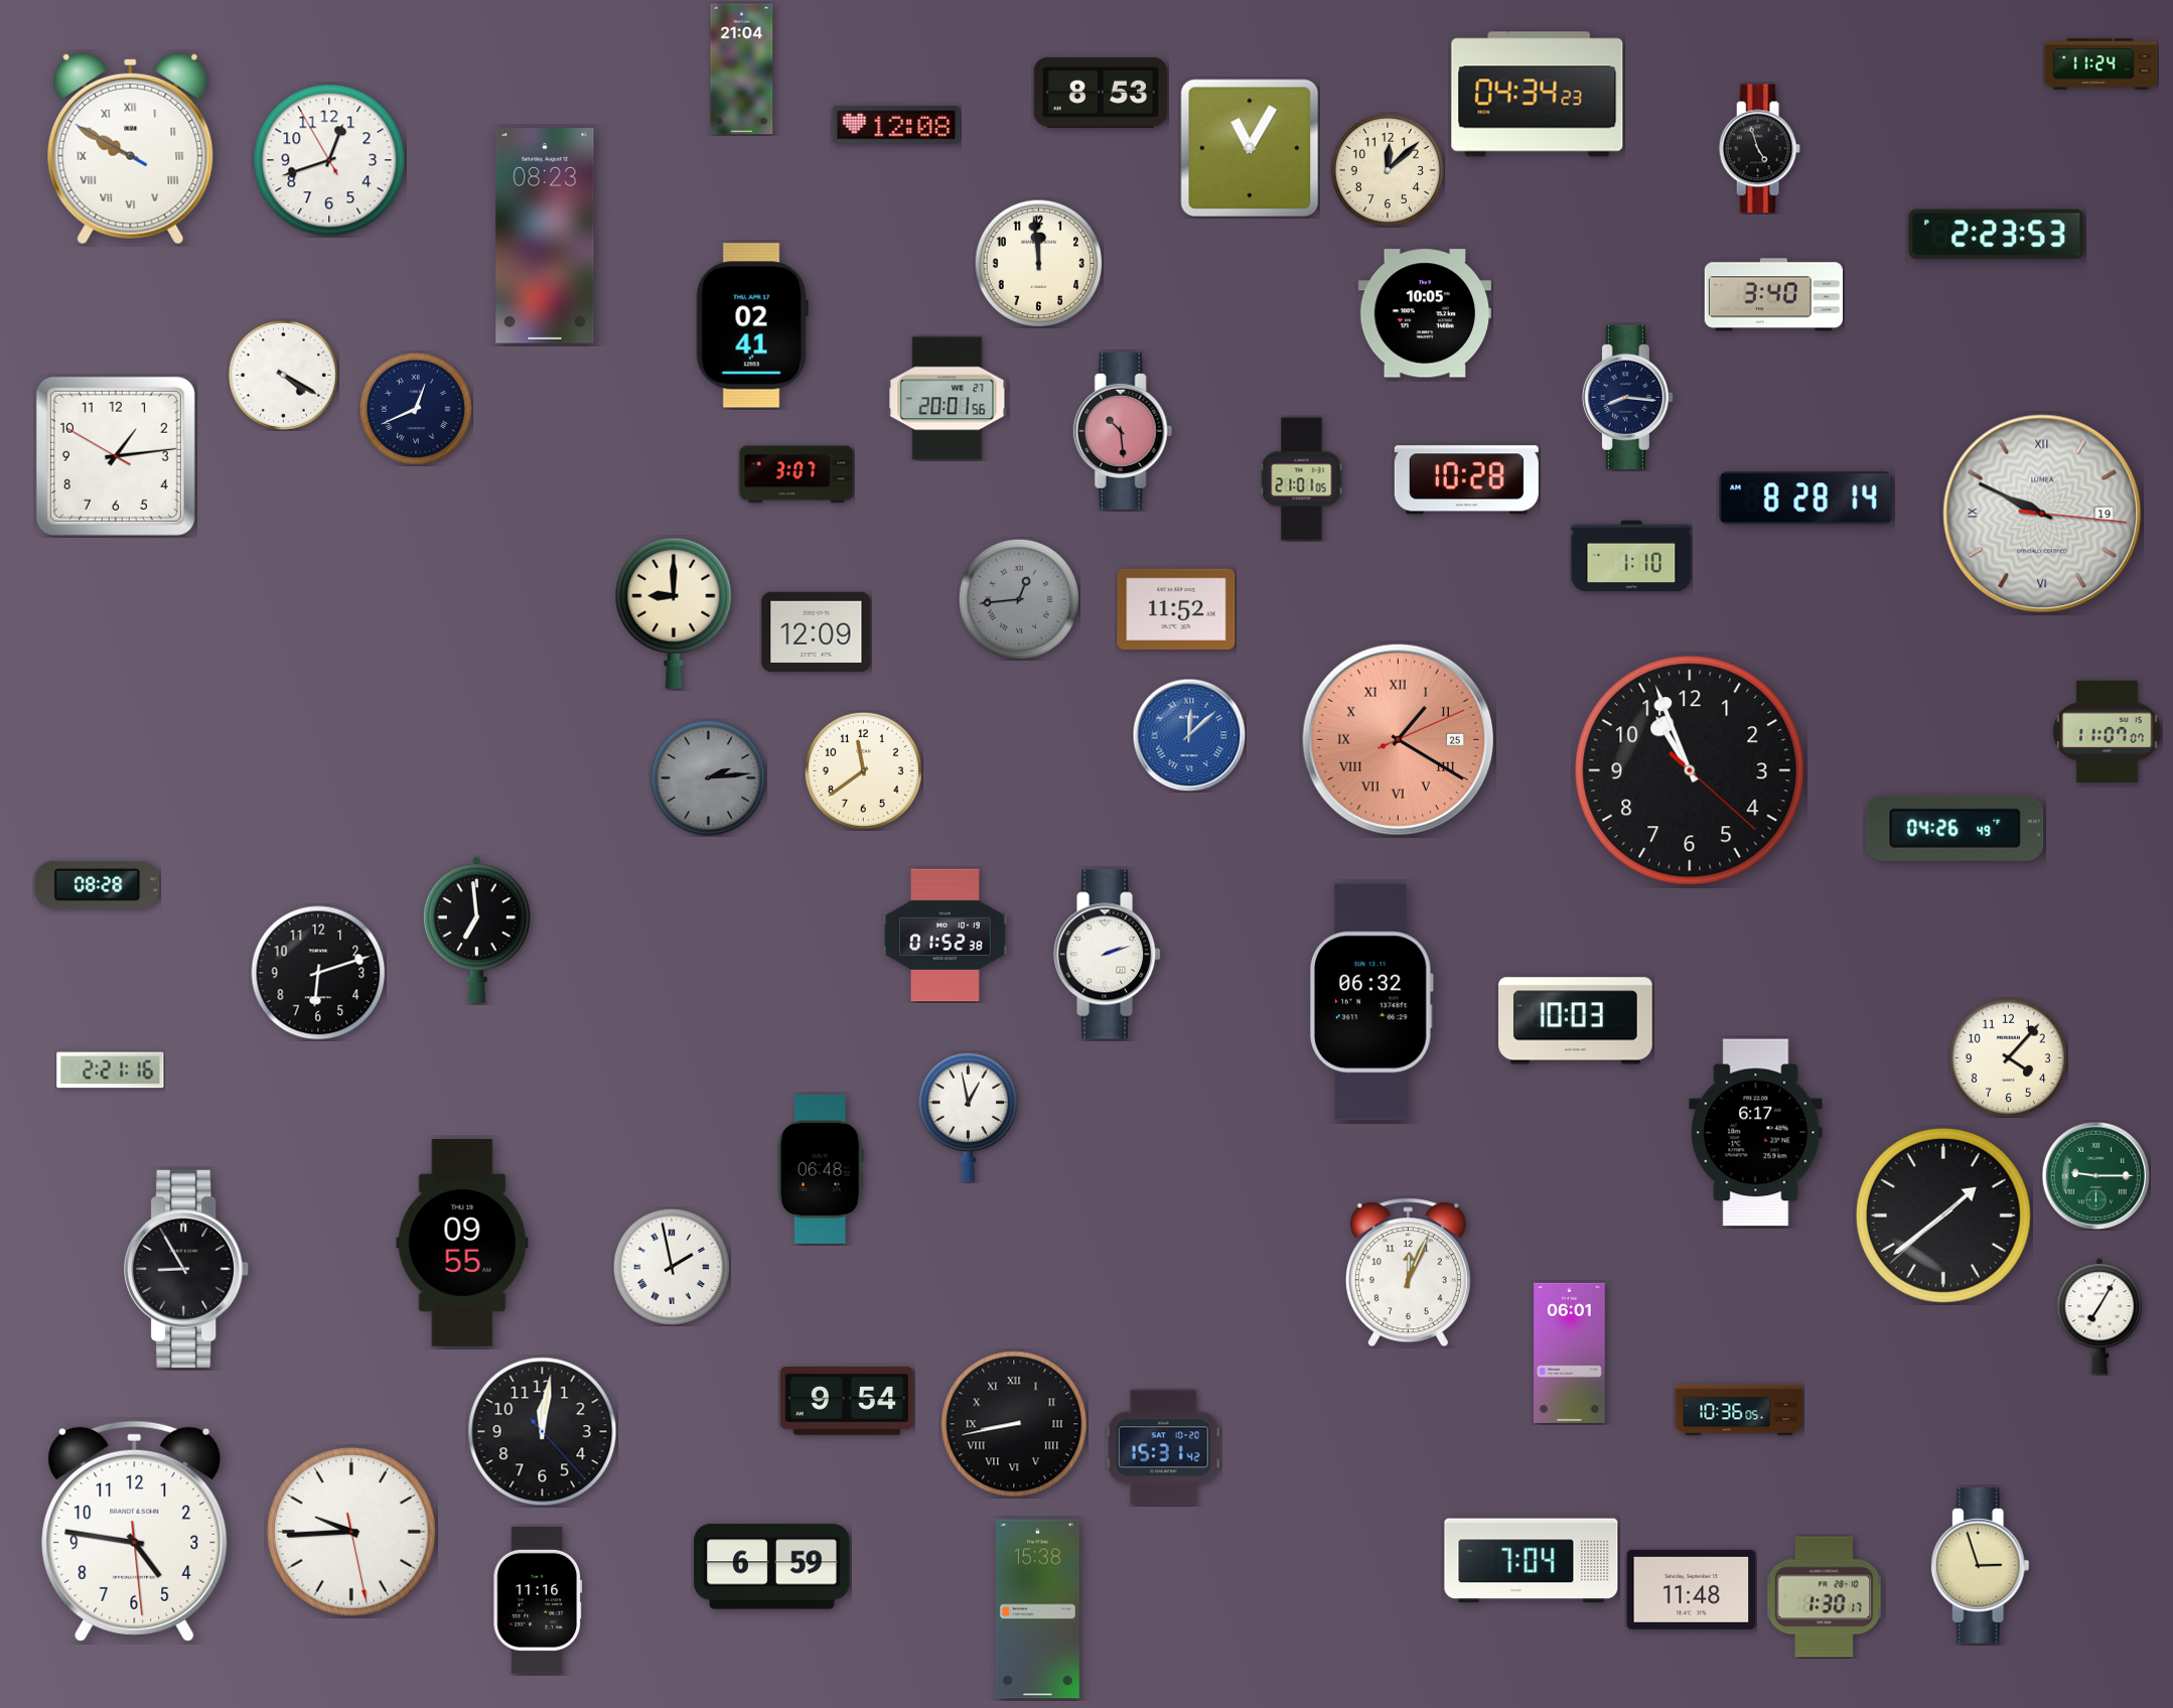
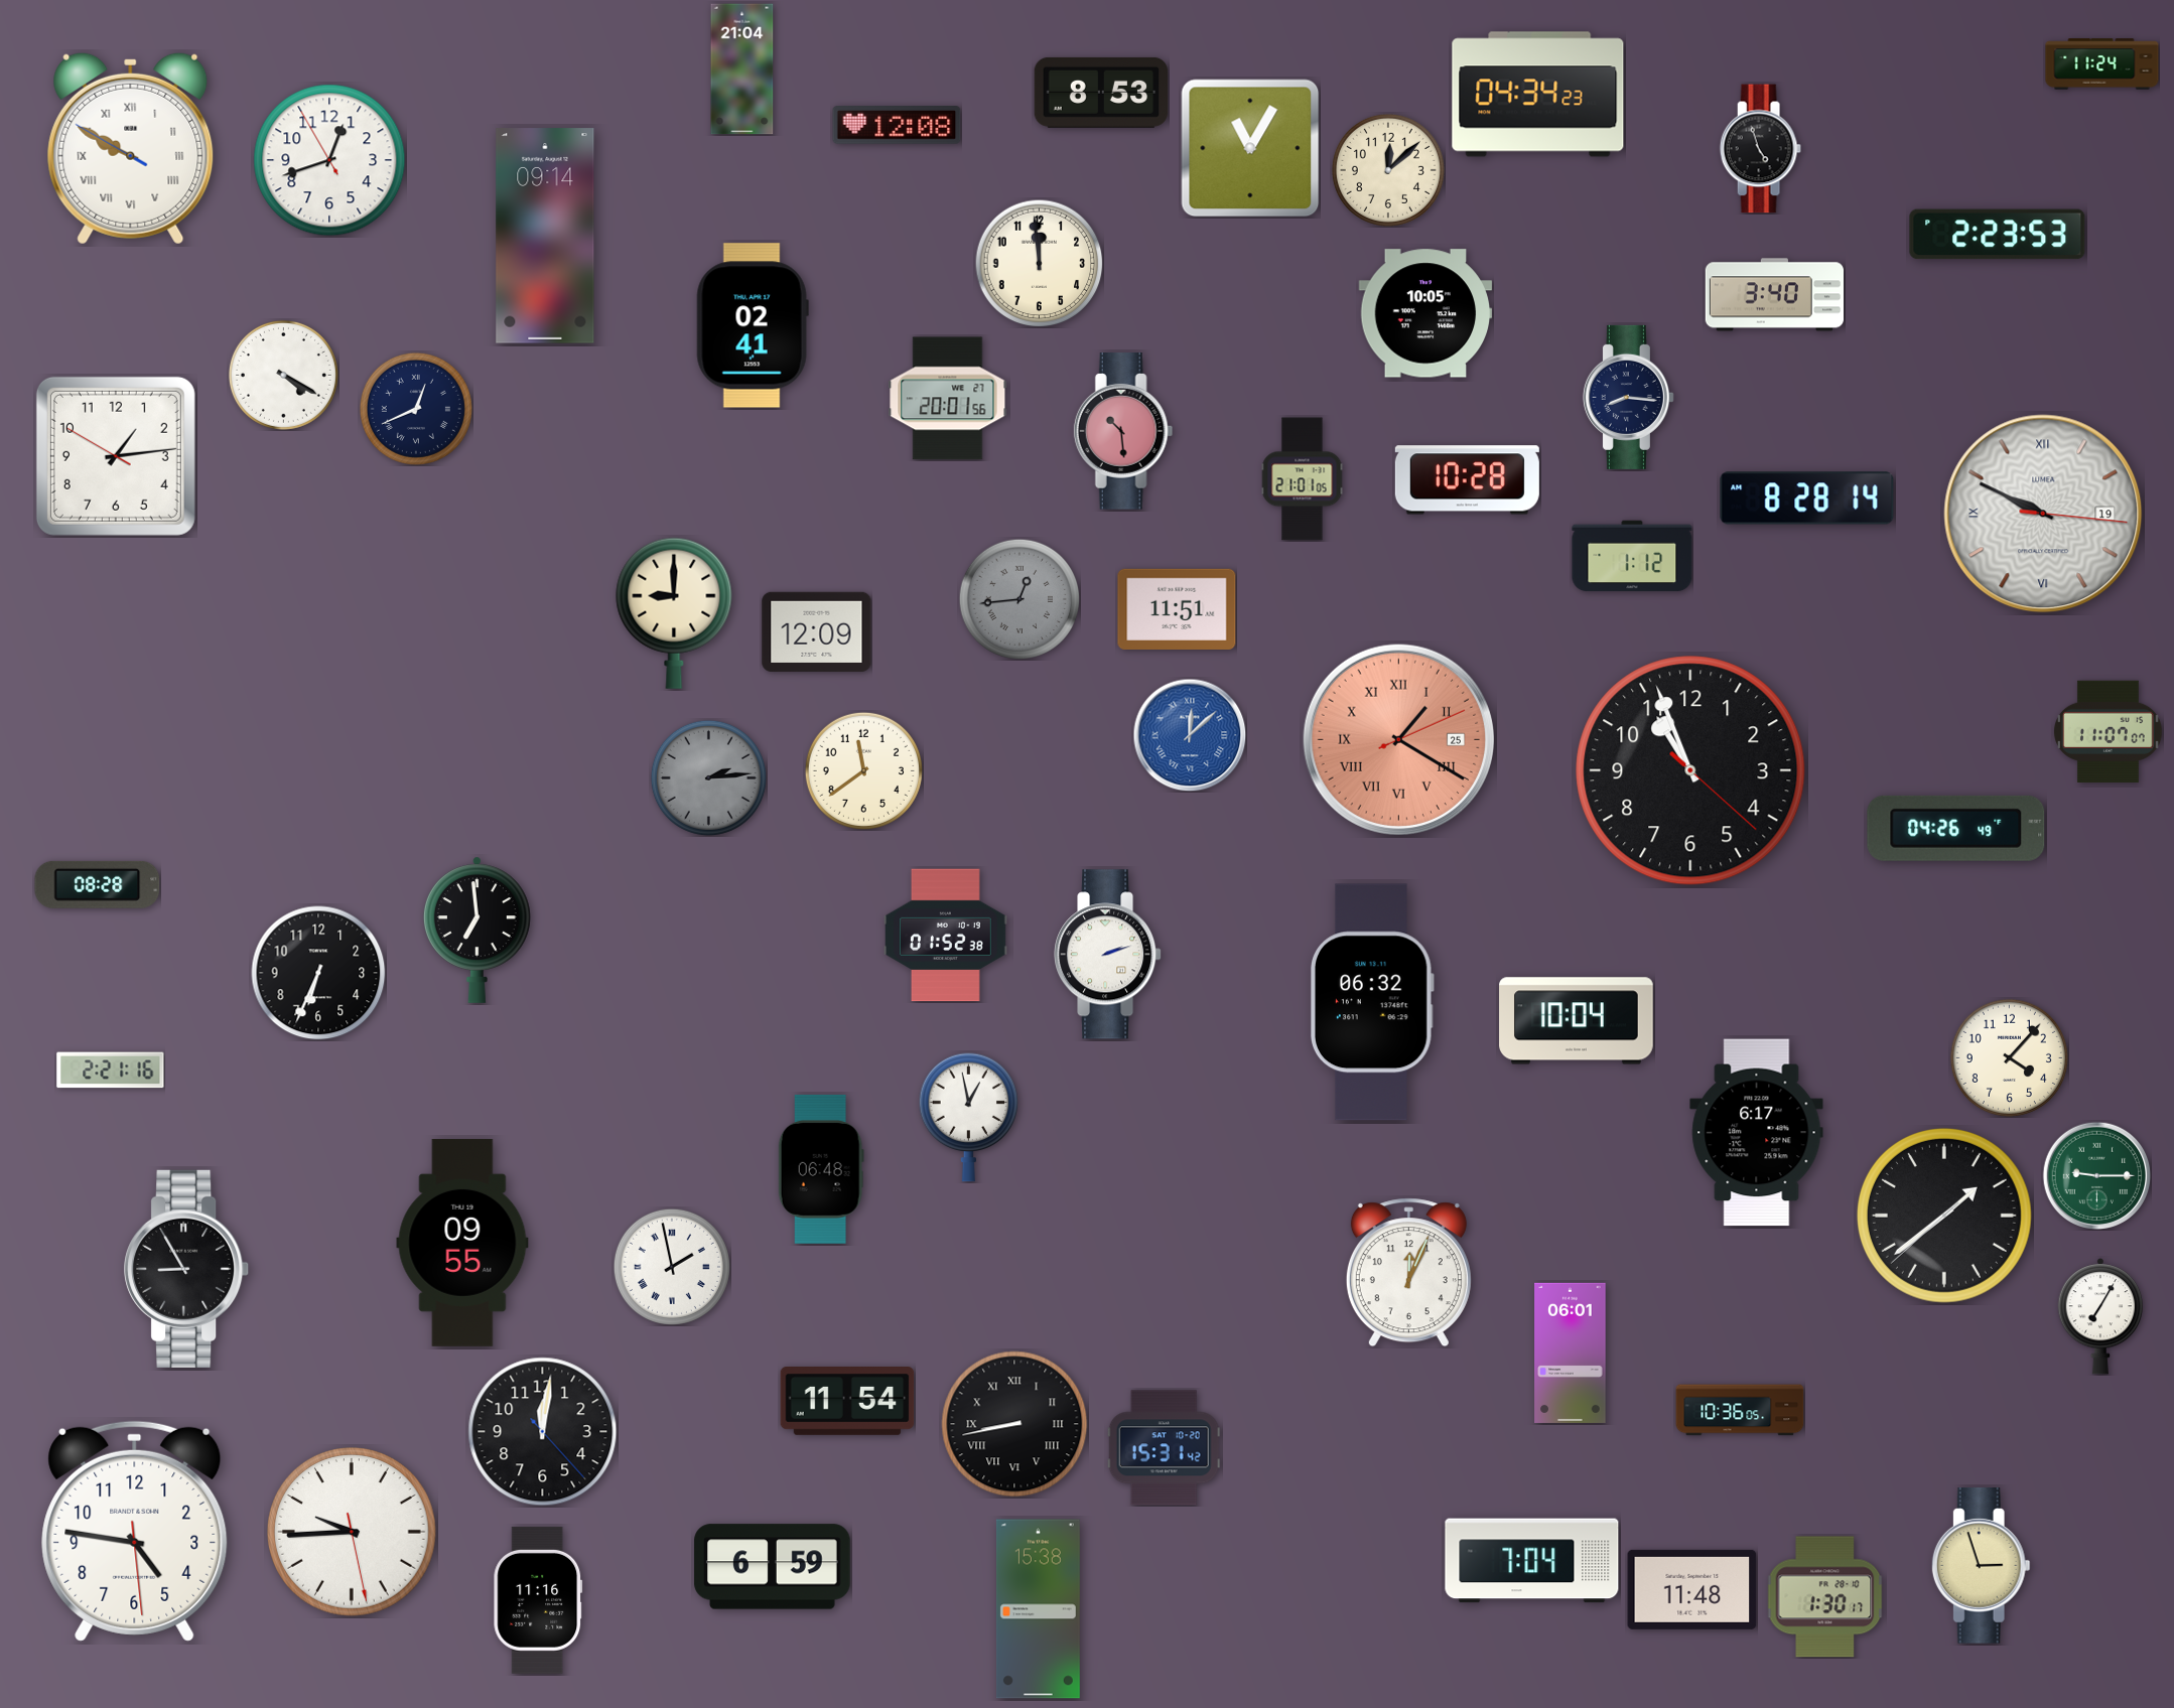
clock at (545, 236): 08:23 -> 09:14
clock at (796, 474): 3:07 -> none
clock at (1631, 556): 1:10 -> 1:12
clock at (1176, 608): 11:52 -> 11:51
clock at (318, 973): 6:12 -> 6:34
clock at (1576, 1021): 10:03 -> 10:04
clock at (847, 1402): 9:54 -> 11:54
